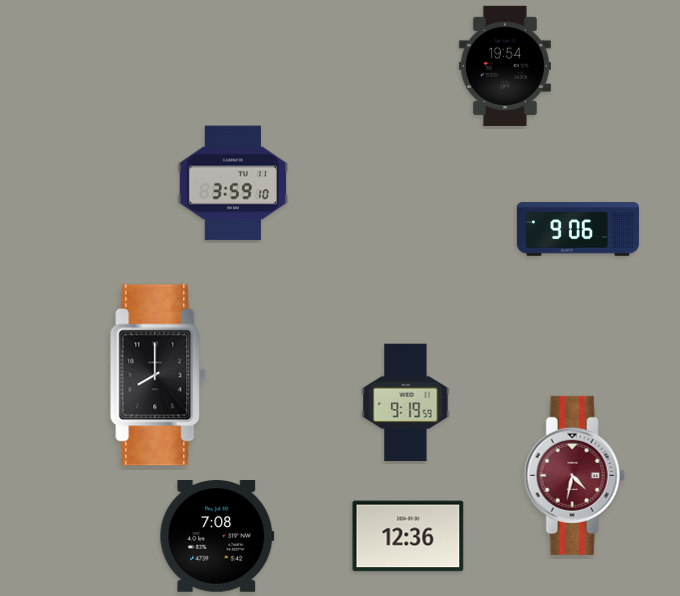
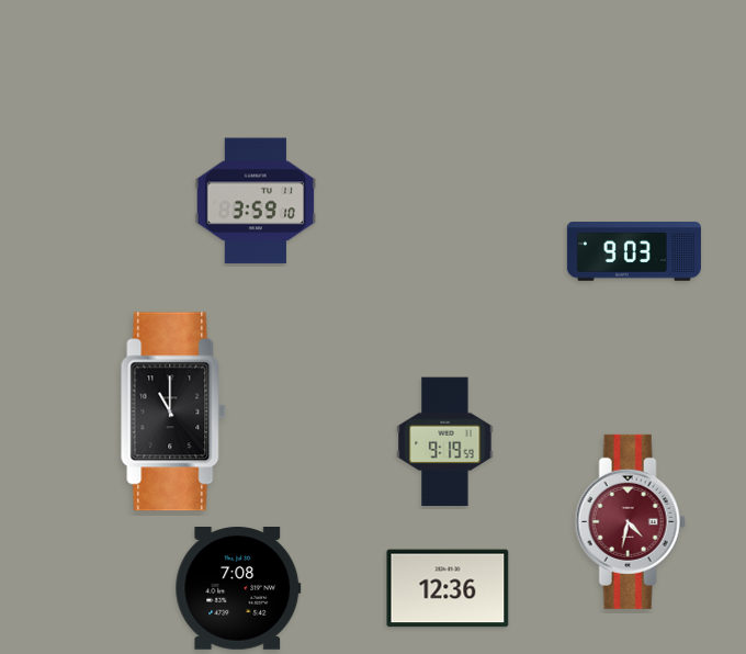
clock at (505, 66): 19:54 -> none
clock at (578, 229): 9:06 -> 9:03
clock at (158, 375): 8:00 -> 11:00
